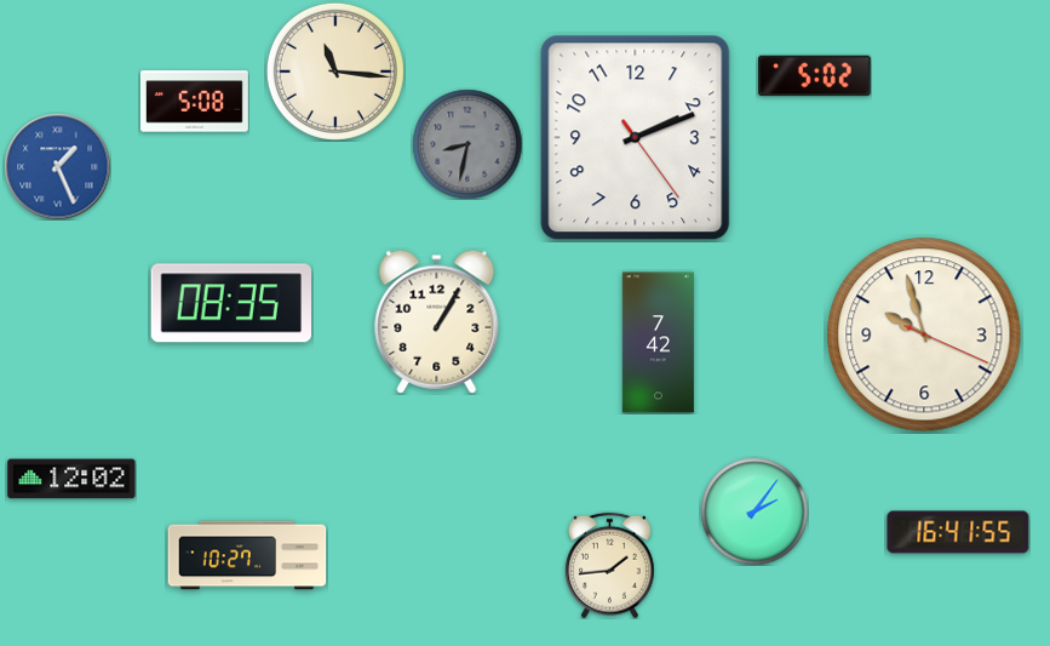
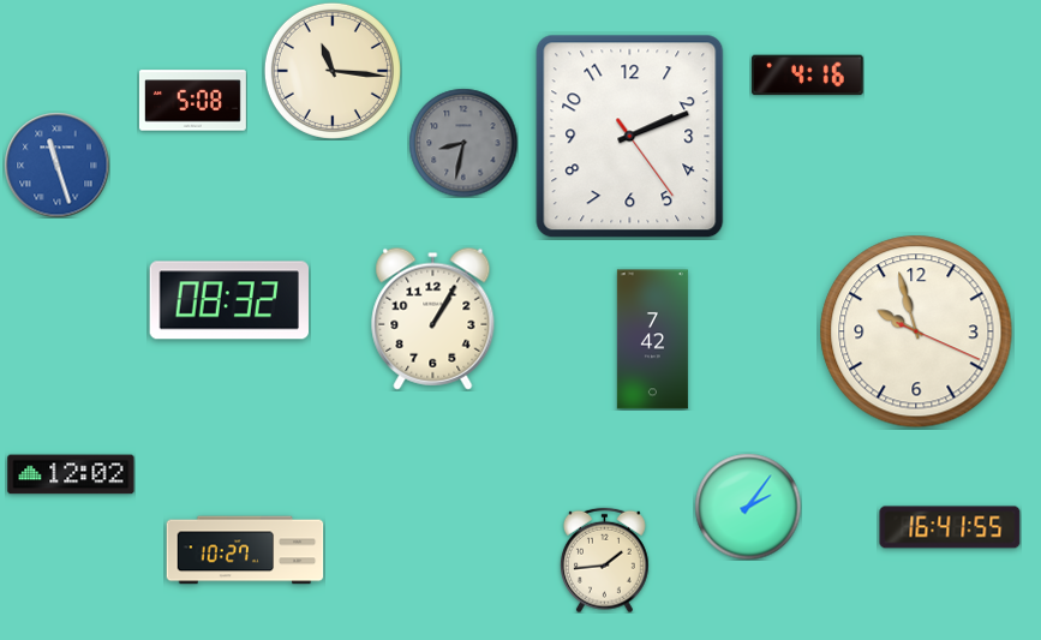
clock at (815, 76): 5:02 -> 4:16
clock at (57, 166): 1:26 -> 11:27
clock at (230, 303): 08:35 -> 08:32
